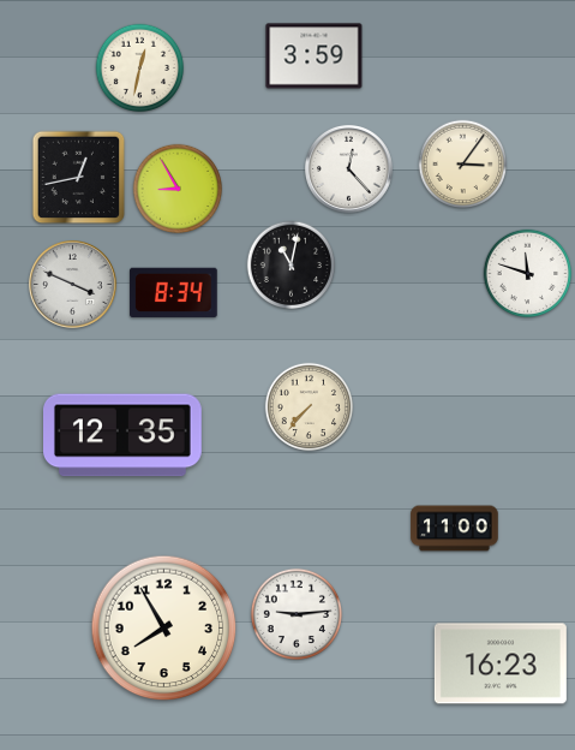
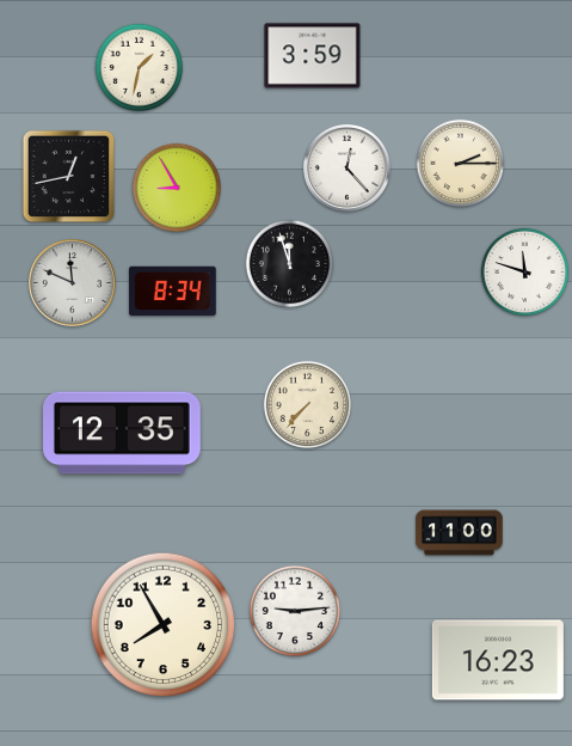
clock at (140, 69): 12:32 -> 1:32
clock at (463, 165): 3:06 -> 2:15
clock at (79, 178) position: (79, 178) -> (69, 177)
clock at (292, 266): 11:02 -> 11:57
clock at (73, 285): 3:49 -> 11:49
clock at (455, 529) position: (455, 529) -> (460, 533)
